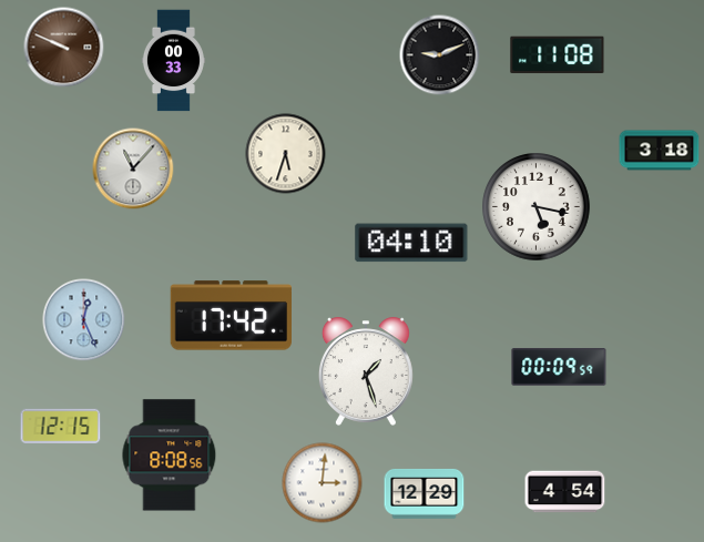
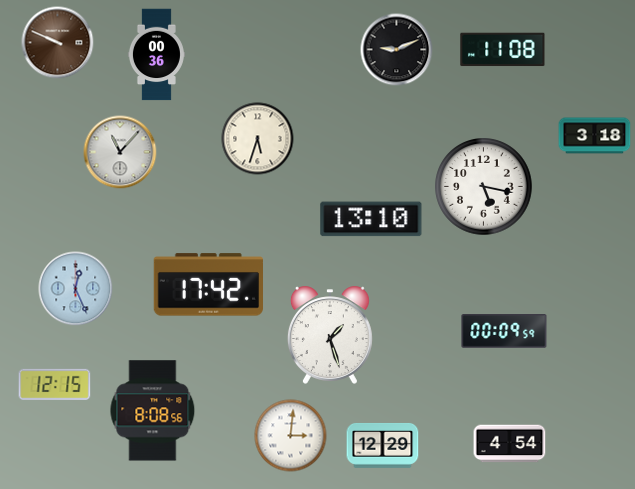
clock at (173, 61): 00:33 -> 00:36
clock at (411, 243): 04:10 -> 13:10
